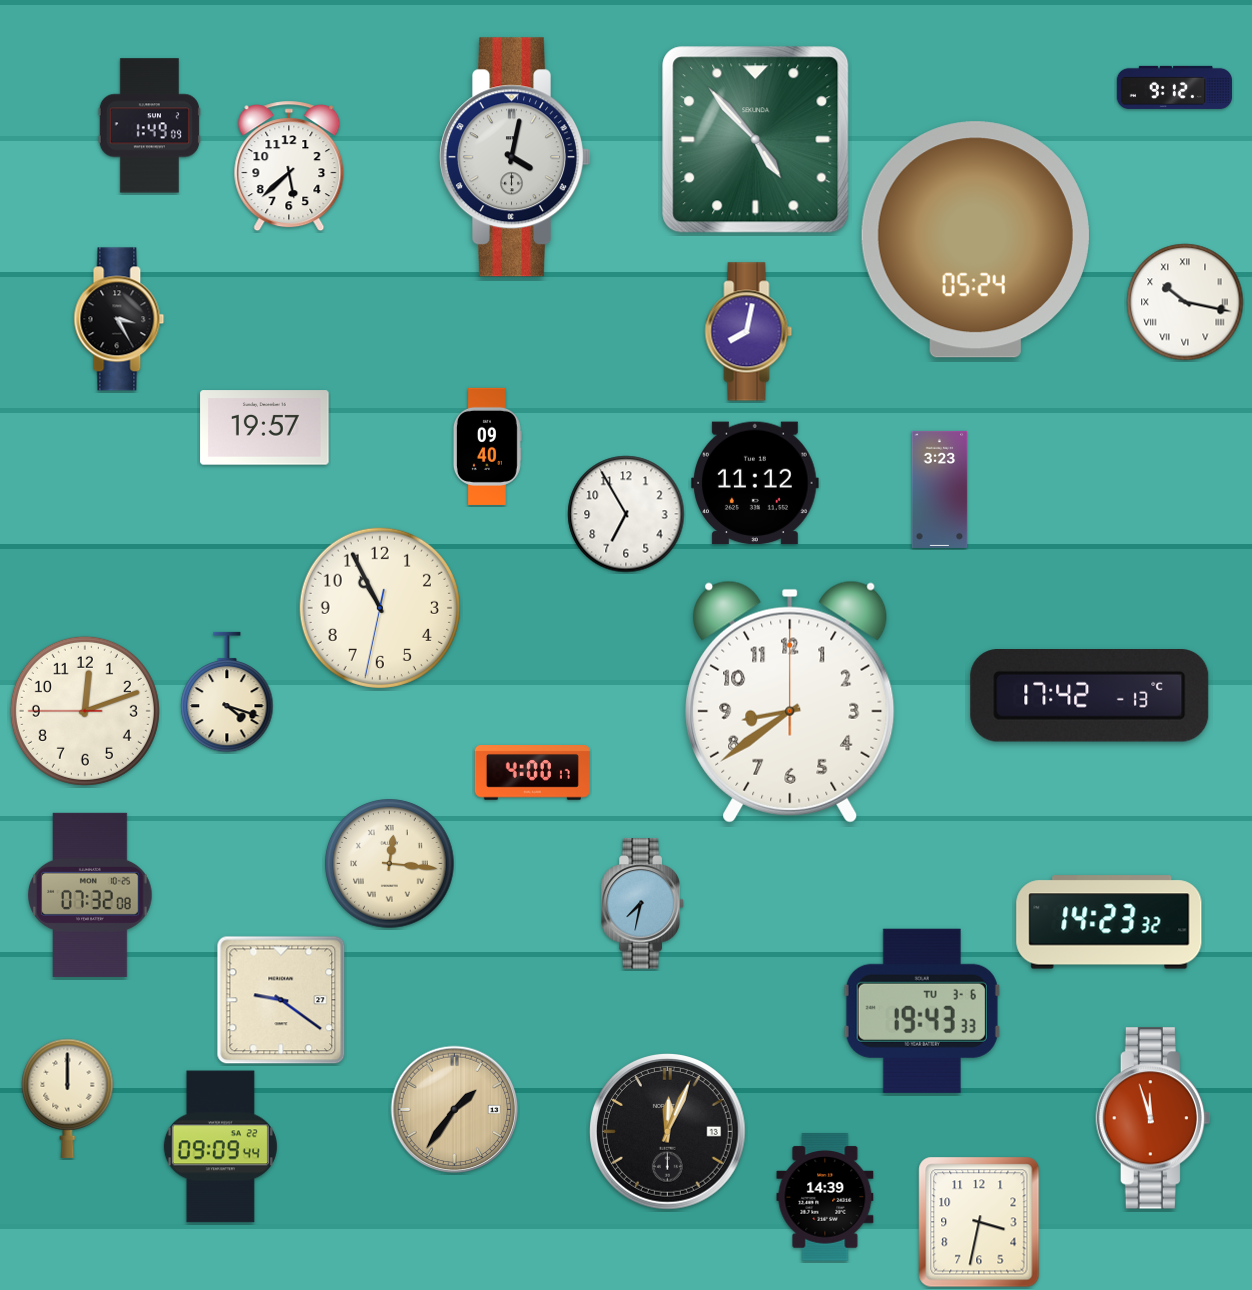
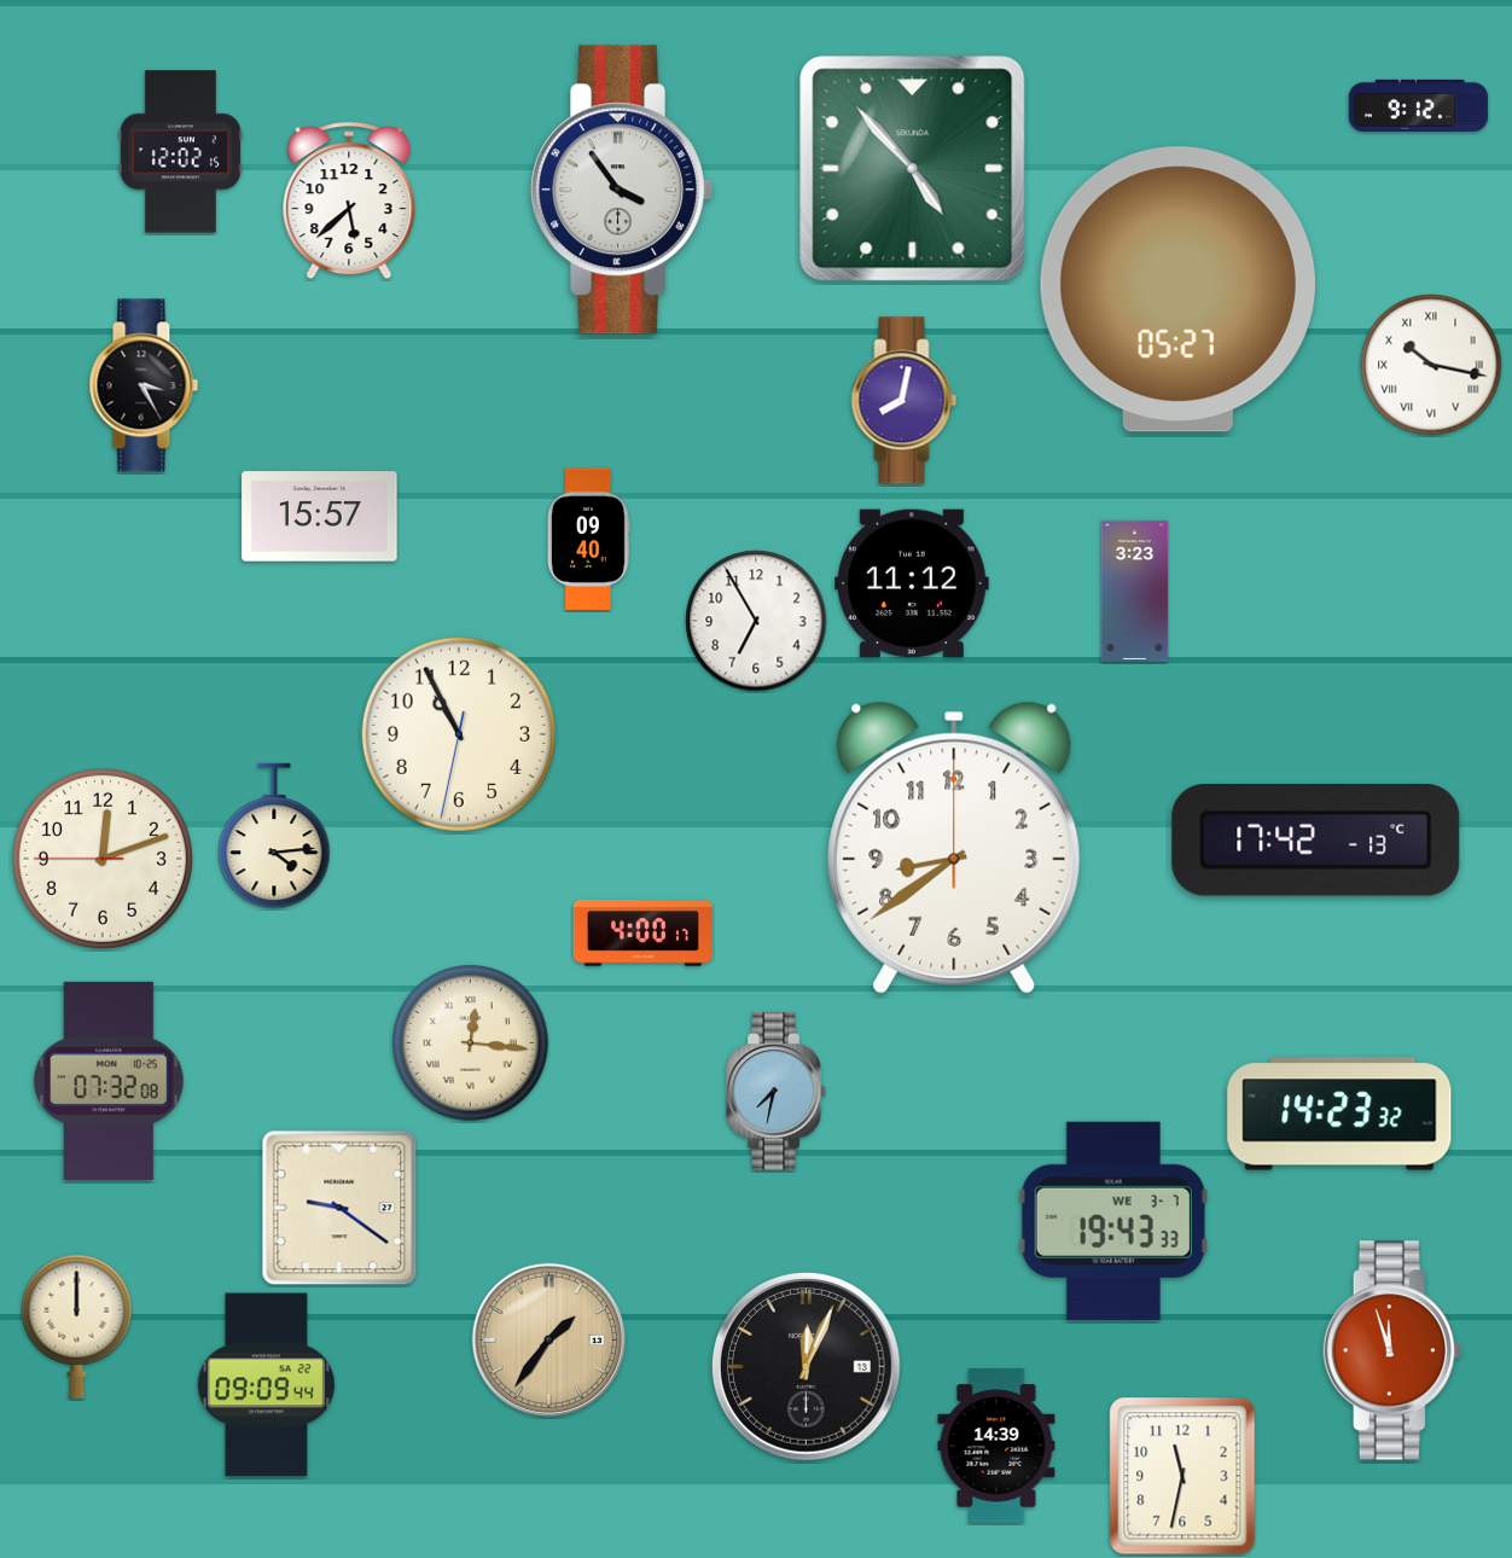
clock at (149, 126): 1:49 -> 12:02
clock at (515, 157): 4:02 -> 3:54
clock at (975, 240): 05:24 -> 05:27
clock at (265, 428): 19:57 -> 15:57
clock at (227, 692): 4:18 -> 4:14
clock at (922, 1011) date: TU 3-6 -> WE 3-7
clock at (68, 1098) position: (68, 1098) -> (77, 1326)
clock at (979, 1222): 3:32 -> 11:32
